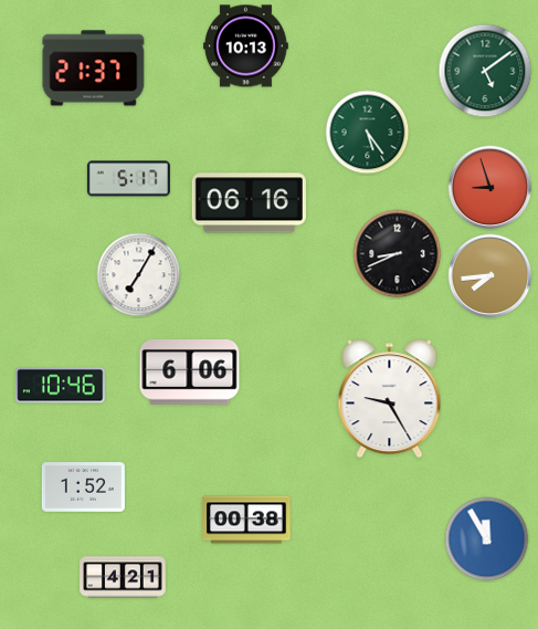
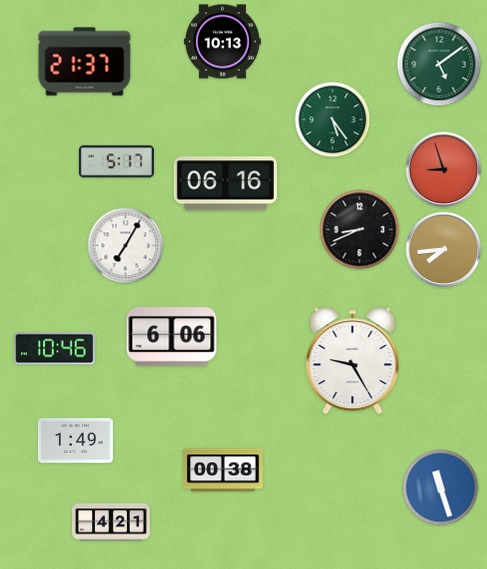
clock at (139, 275) position: (139, 275) -> (126, 246)
clock at (83, 488): 1:52 -> 1:49
clock at (487, 539): 11:55 -> 11:27
